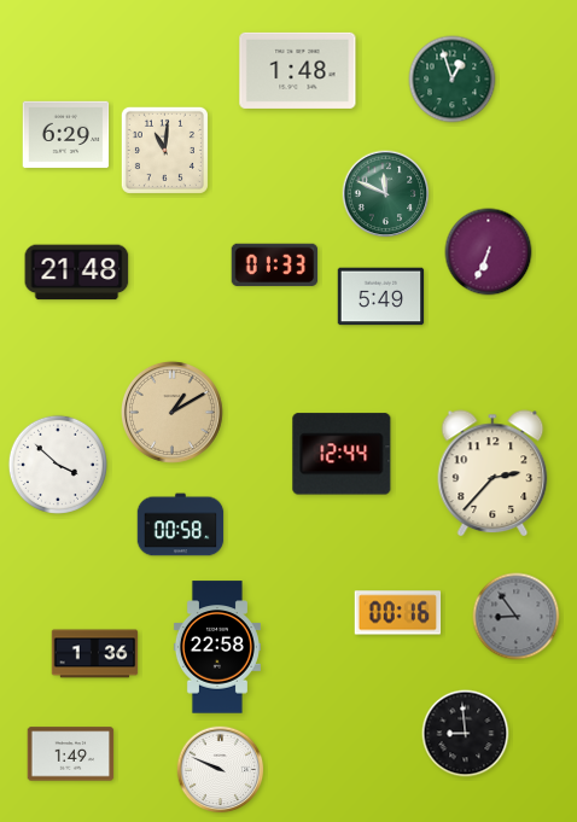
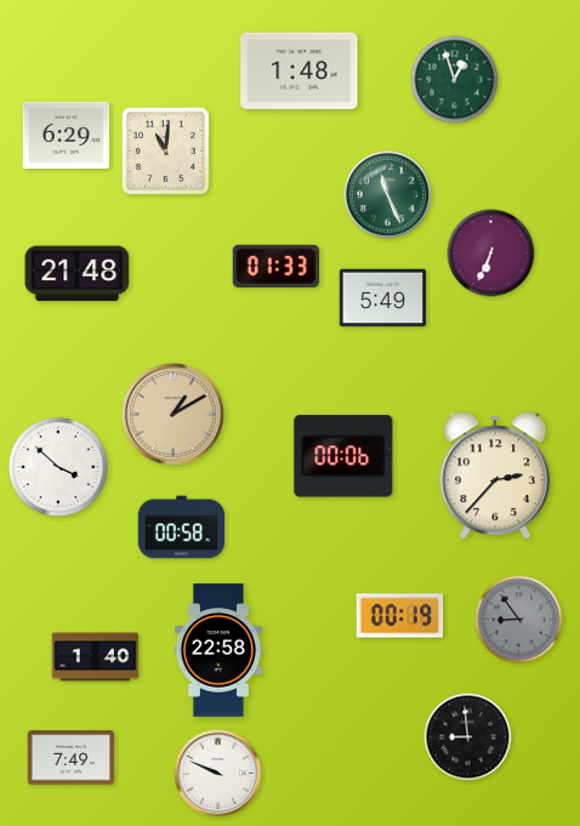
clock at (386, 194): 11:49 -> 11:26
clock at (342, 454): 12:44 -> 00:06
clock at (398, 613): 00:16 -> 00:19
clock at (95, 654): 1:36 -> 1:40
clock at (71, 754): 1:49 -> 7:49
clock at (221, 770) position: (221, 770) -> (218, 774)
